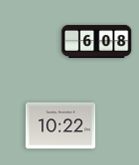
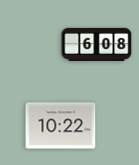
clock at (97, 41) position: (97, 41) -> (97, 44)
